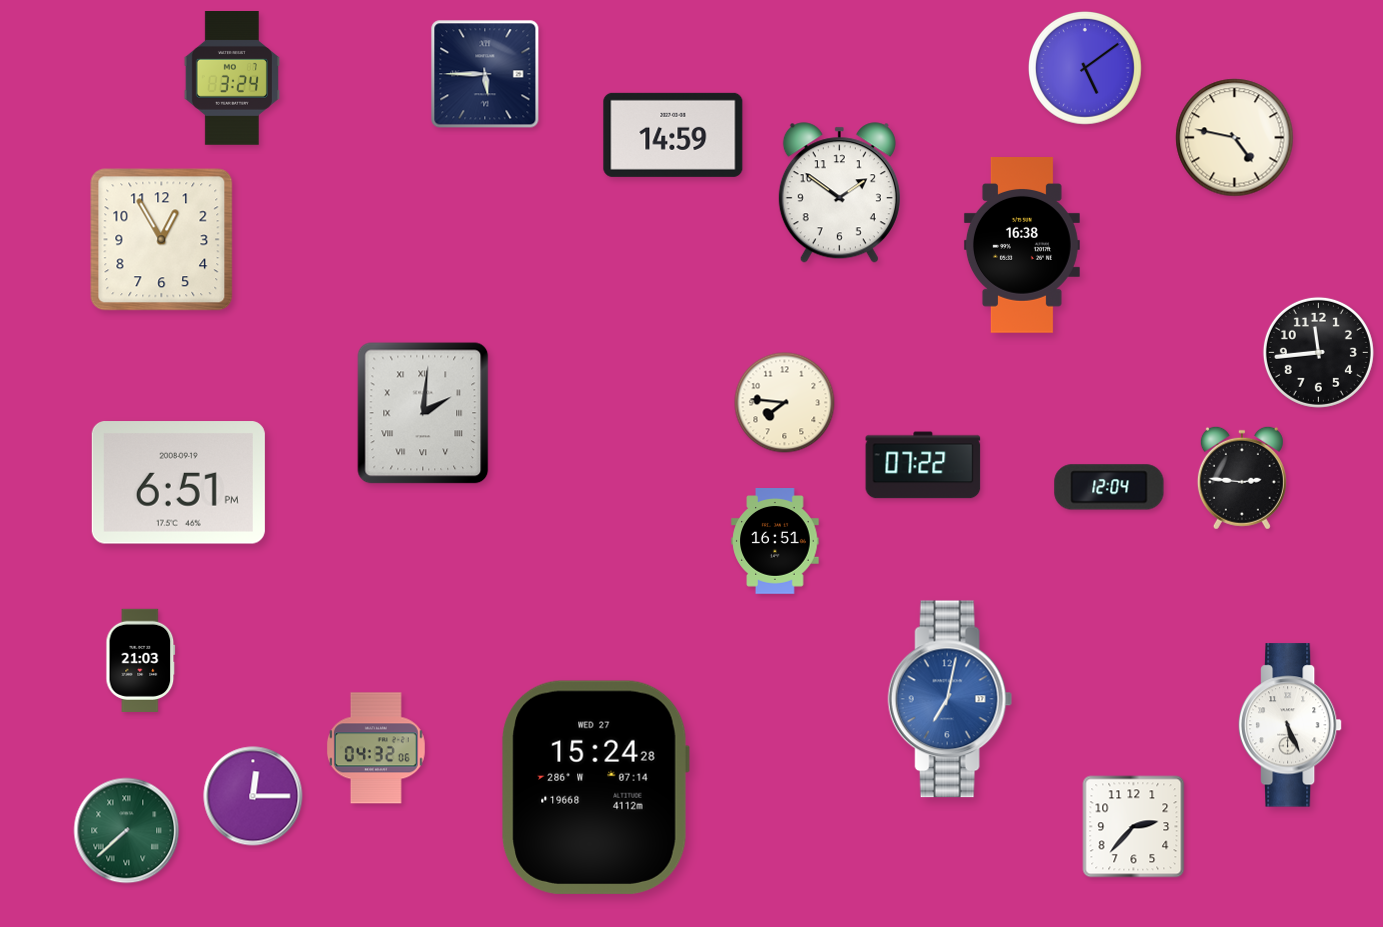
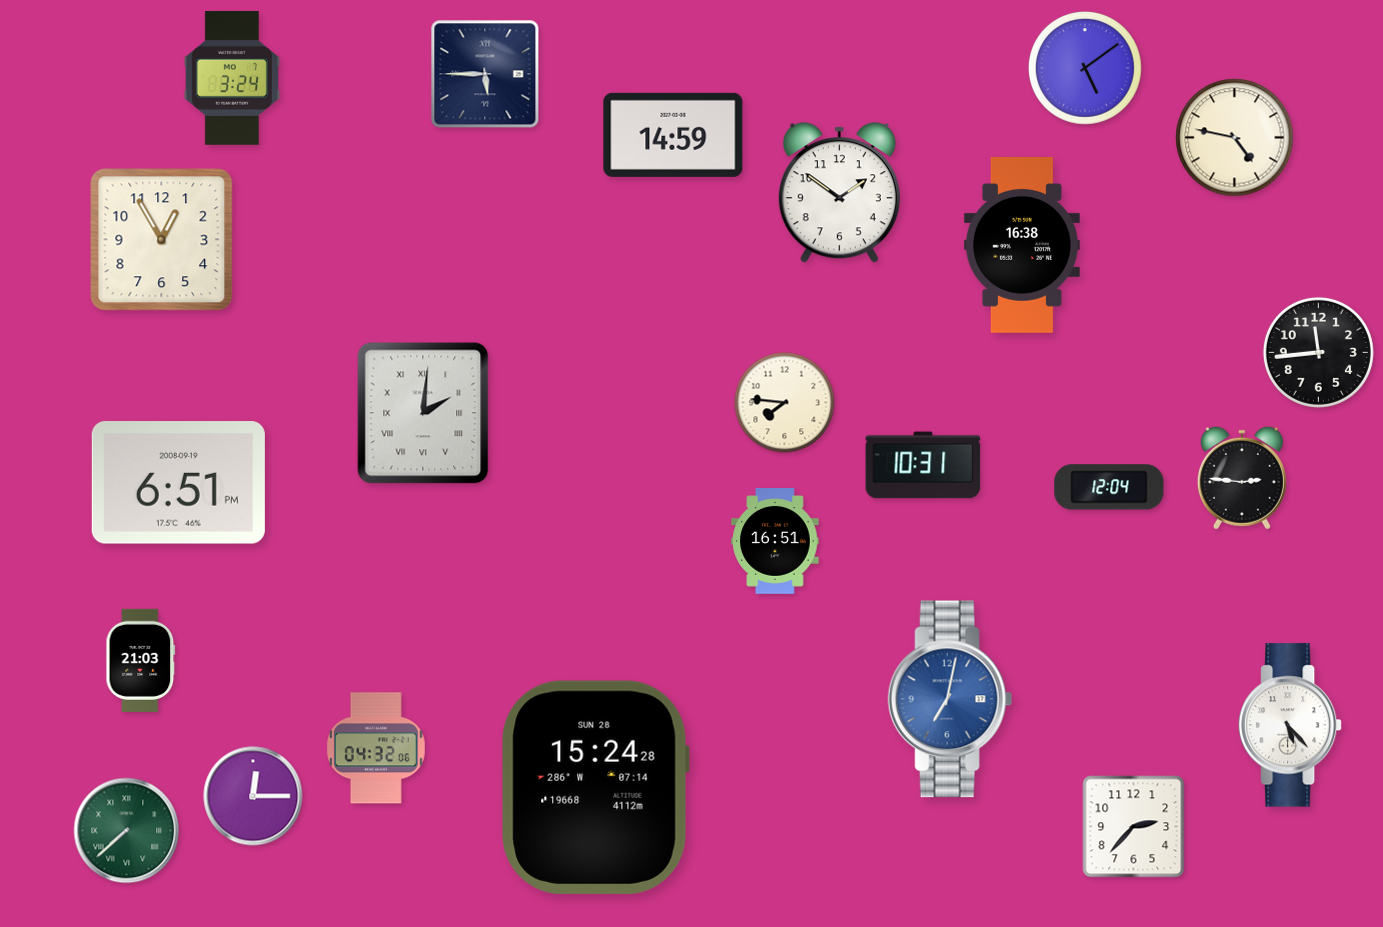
clock at (923, 465): 07:22 -> 10:31
clock at (1290, 725): 5:26 -> 5:23
clock at (595, 787) date: WED 27 -> SUN 28
